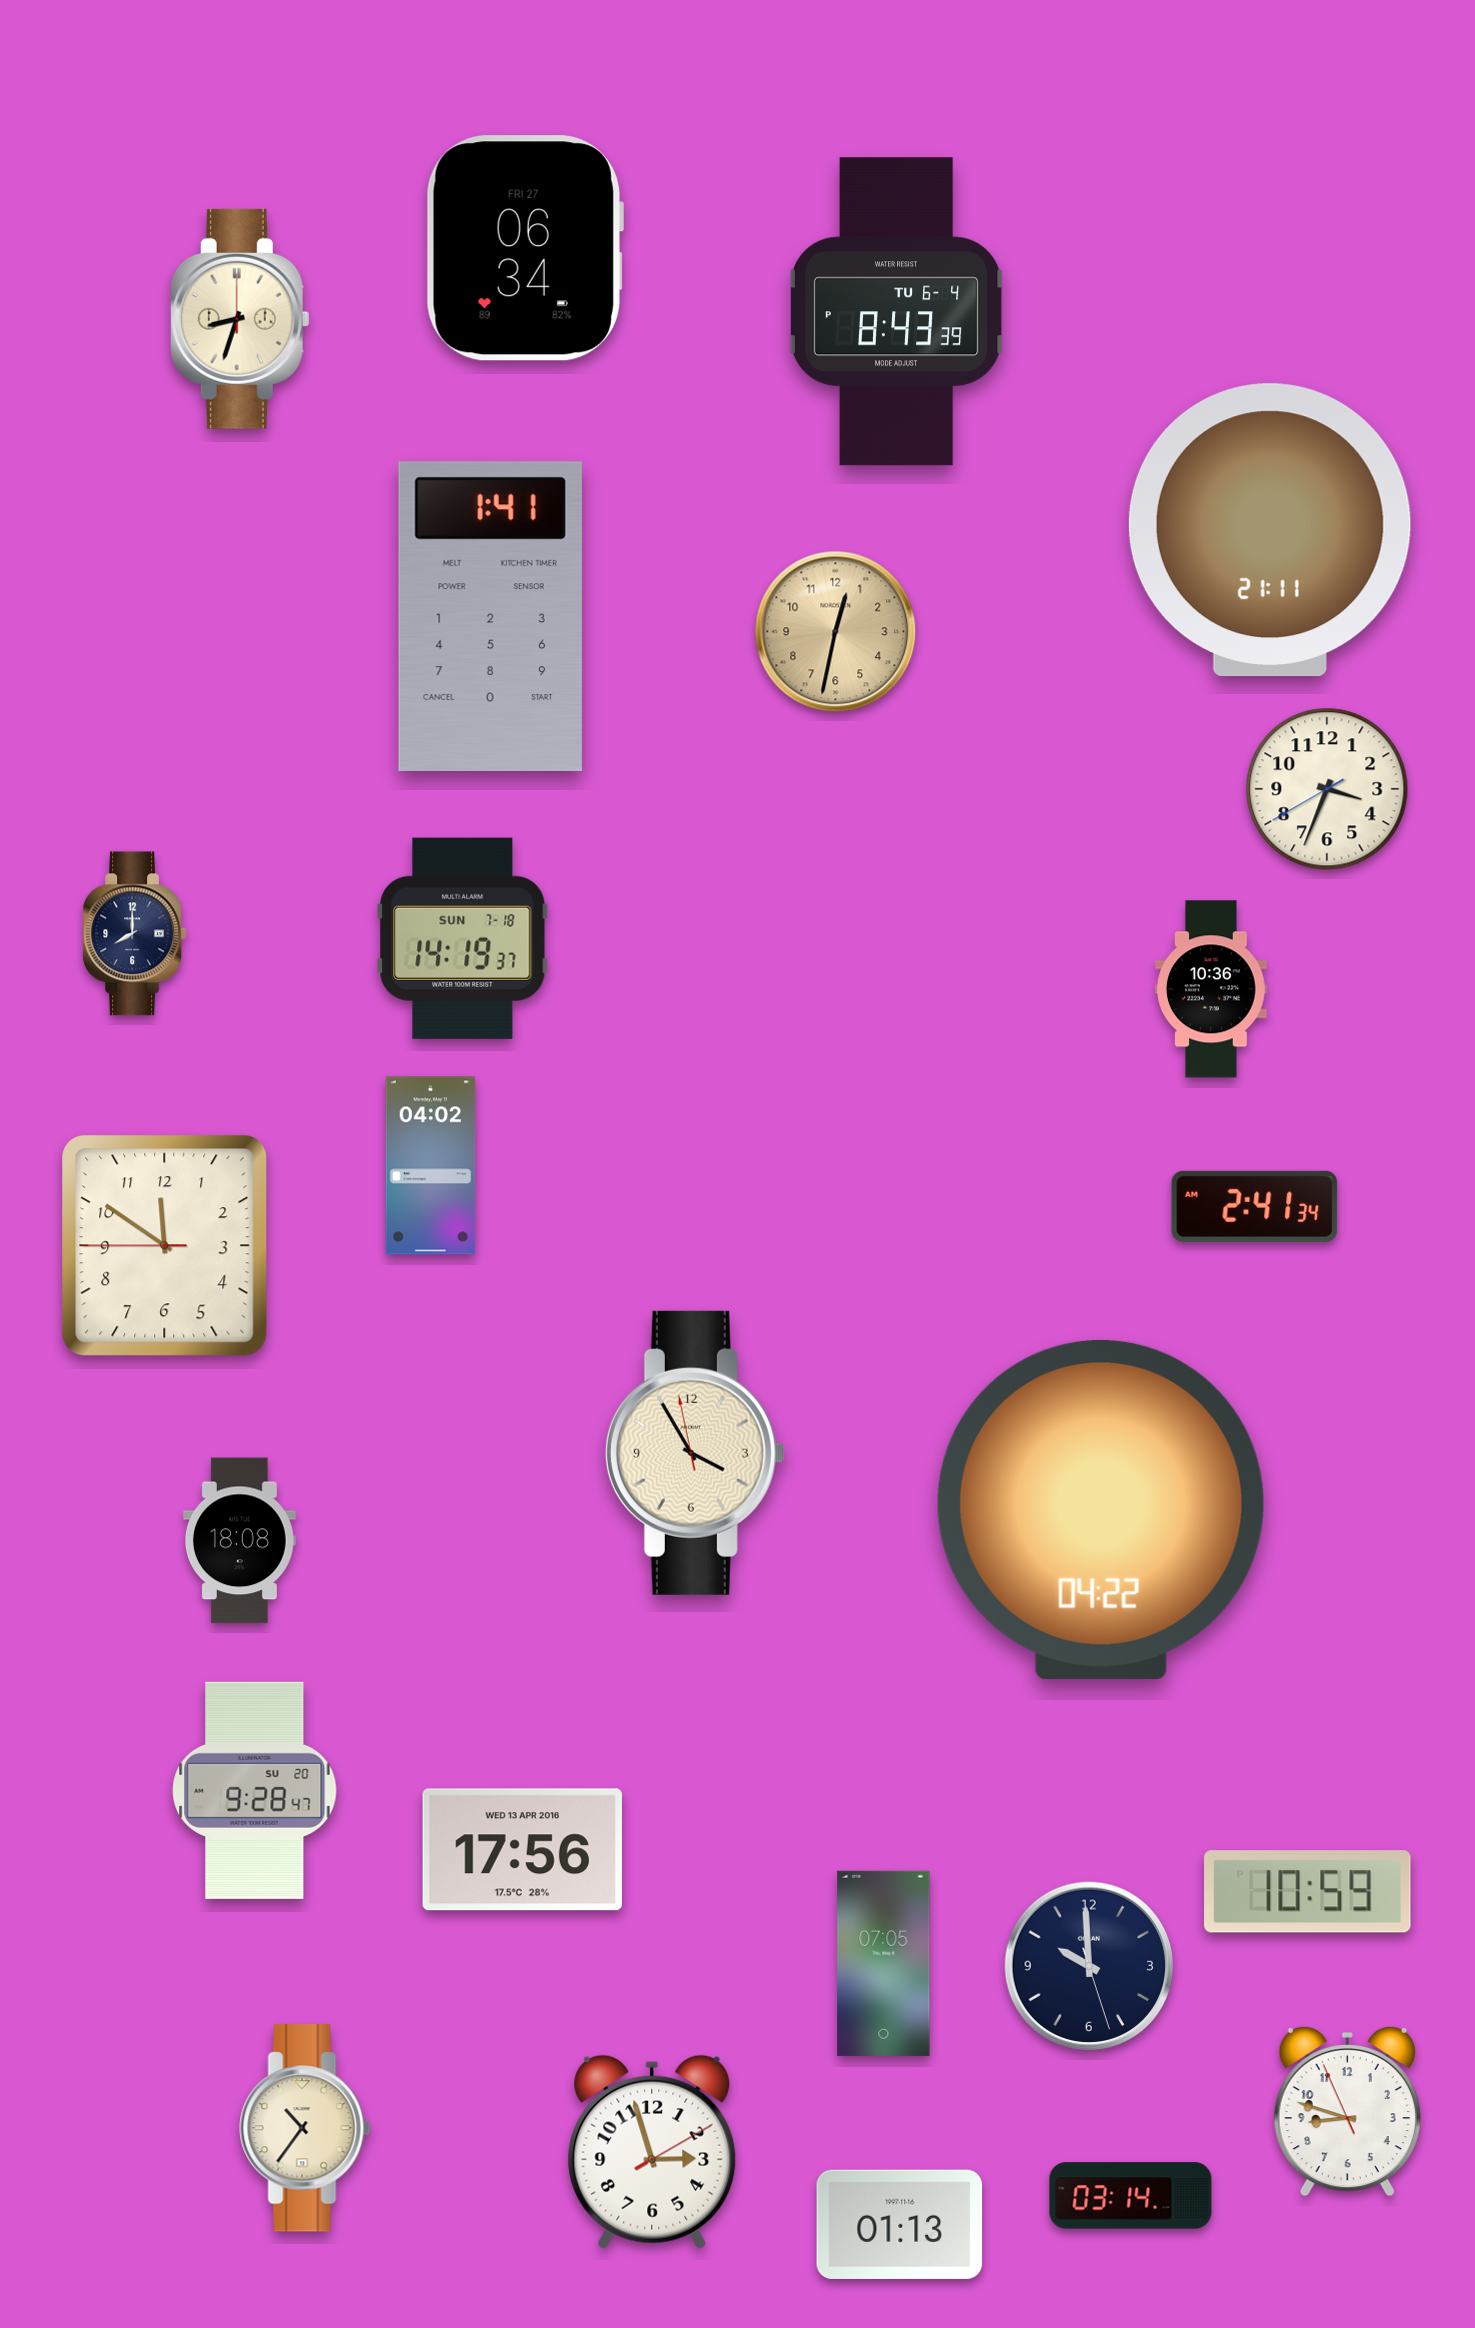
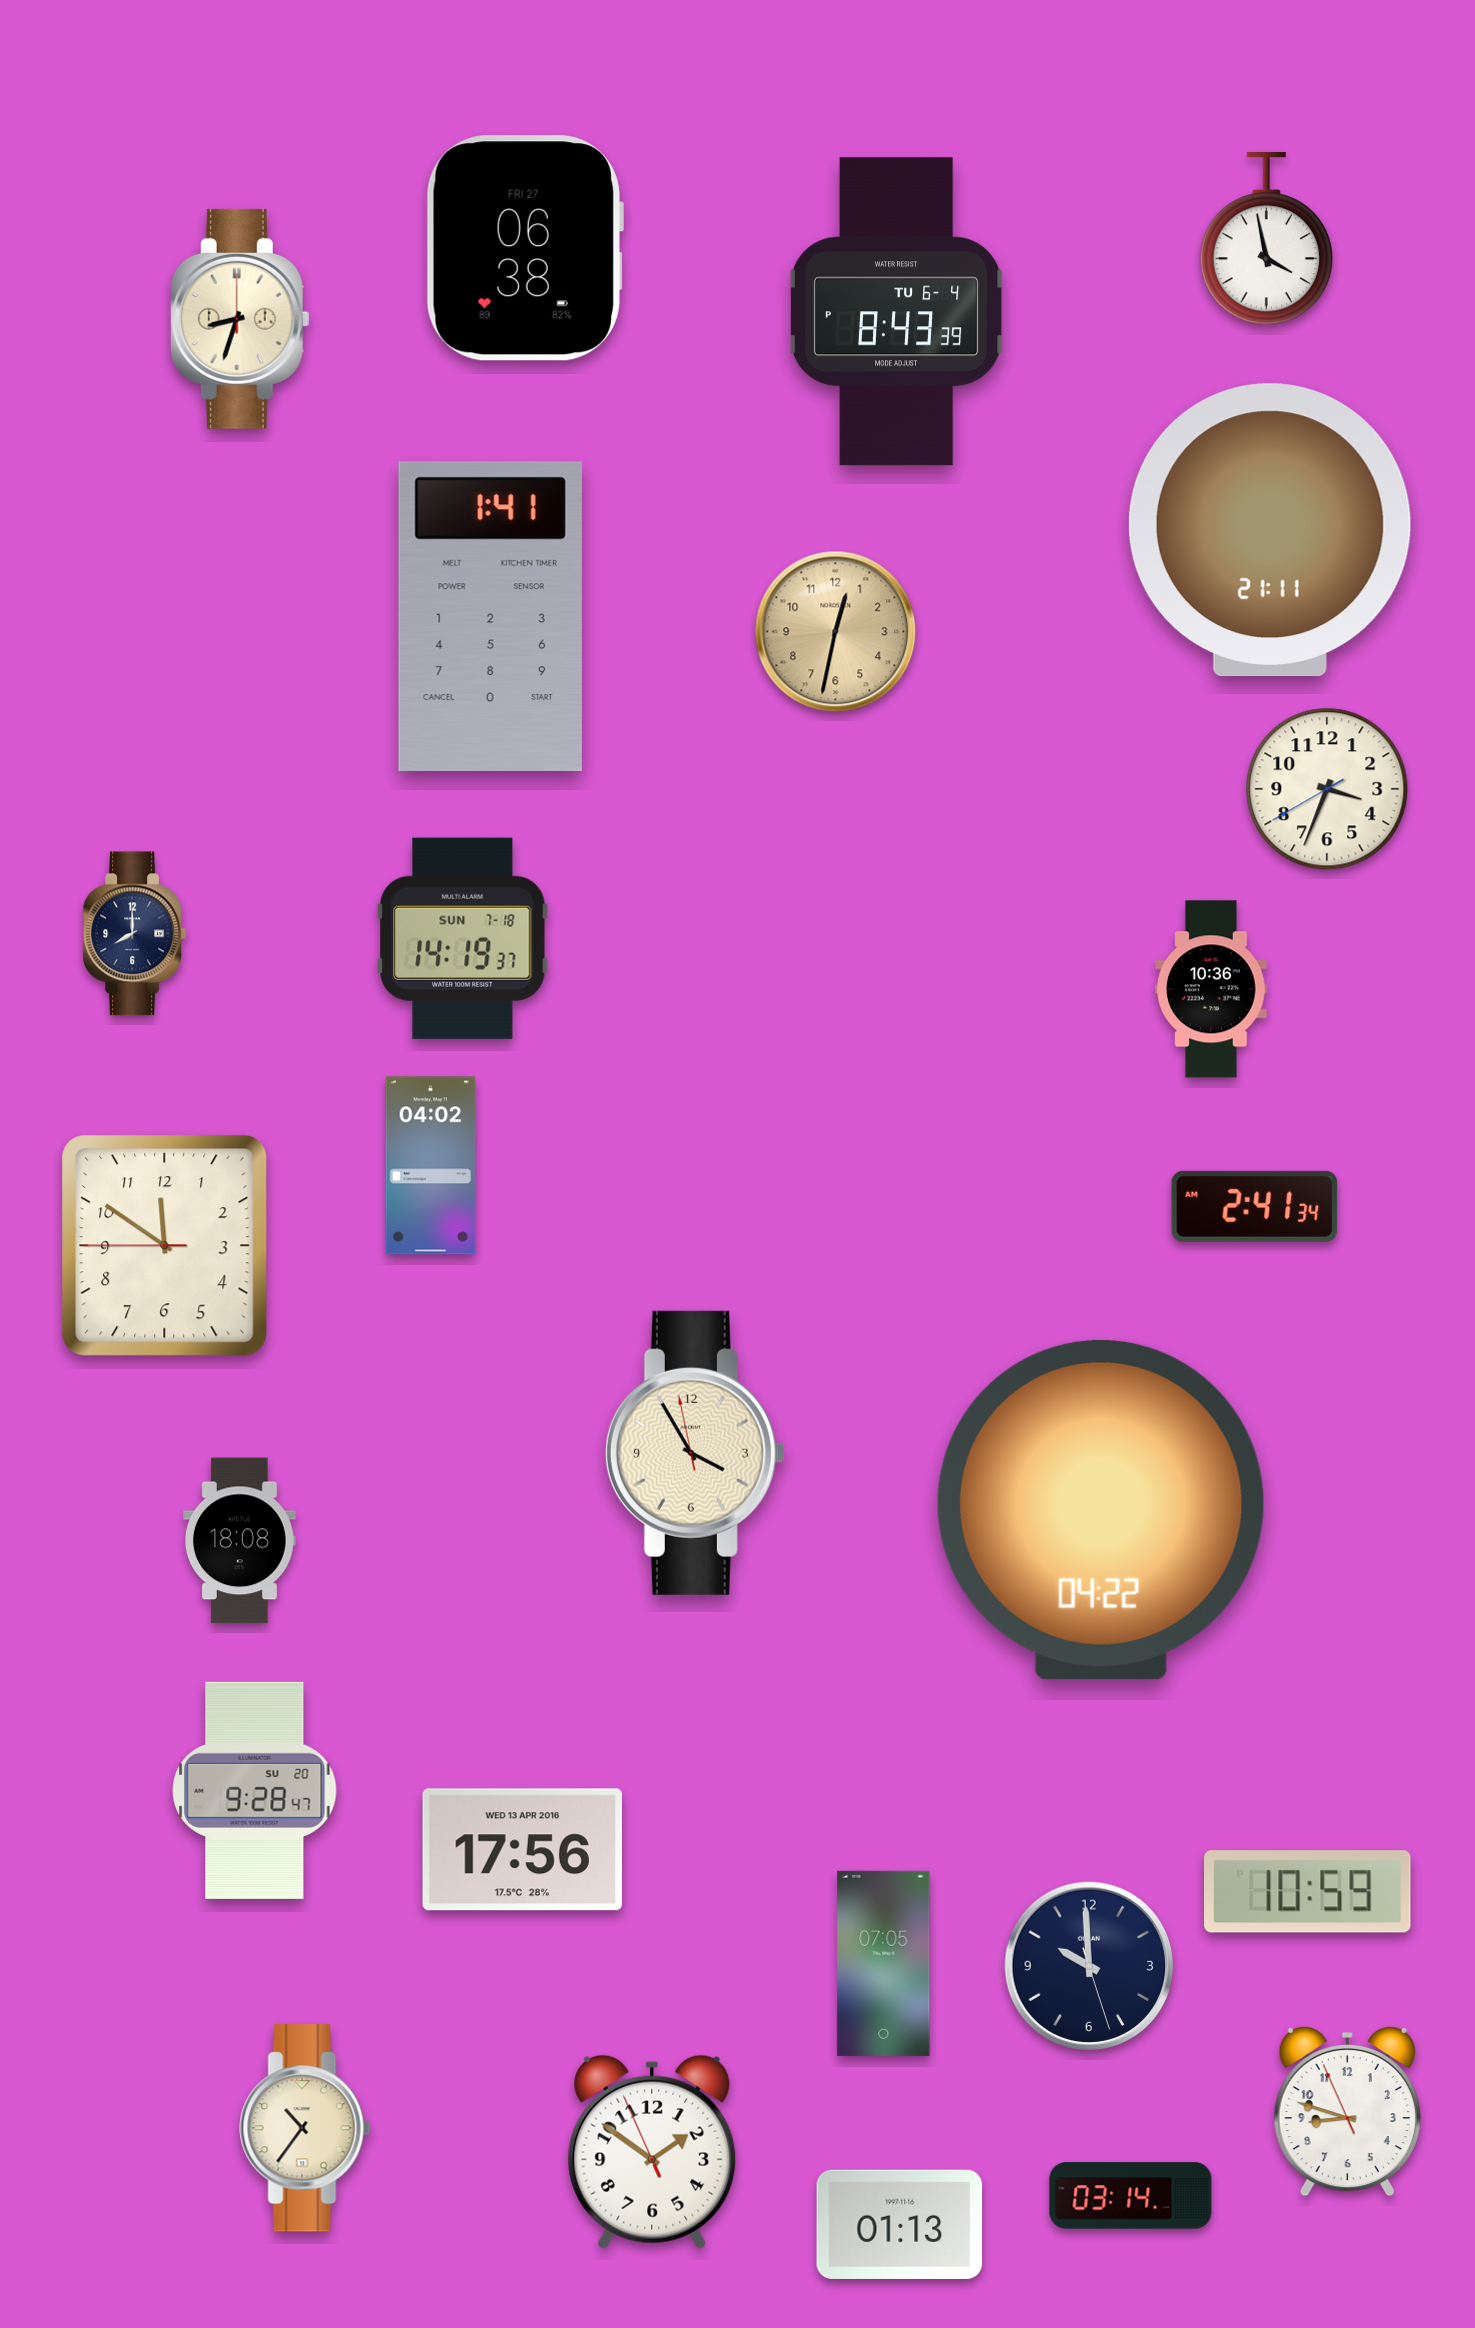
clock at (1266, 240): none -> 3:58
clock at (524, 248): 06:34 -> 06:38
clock at (652, 2152): 2:57 -> 1:50
